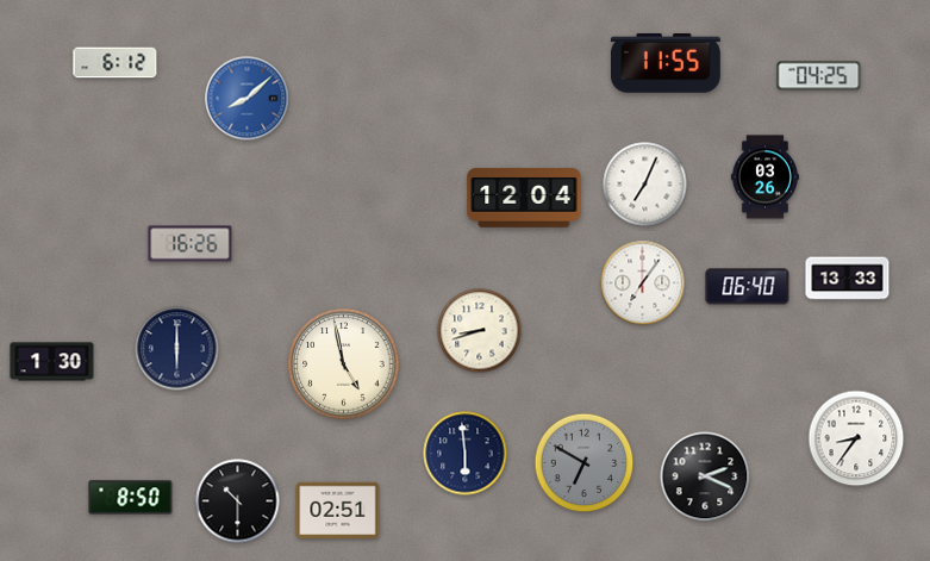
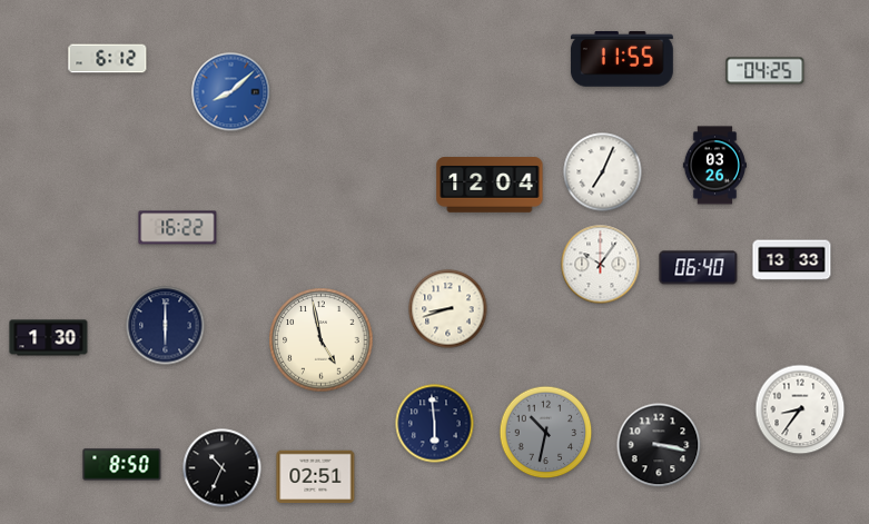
clock at (191, 244): 16:26 -> 16:22
clock at (643, 283): 7:06 -> 10:06
clock at (585, 463): 6:50 -> 10:32
clock at (705, 476): 2:19 -> 3:17
clock at (238, 501): 10:30 -> 10:34
